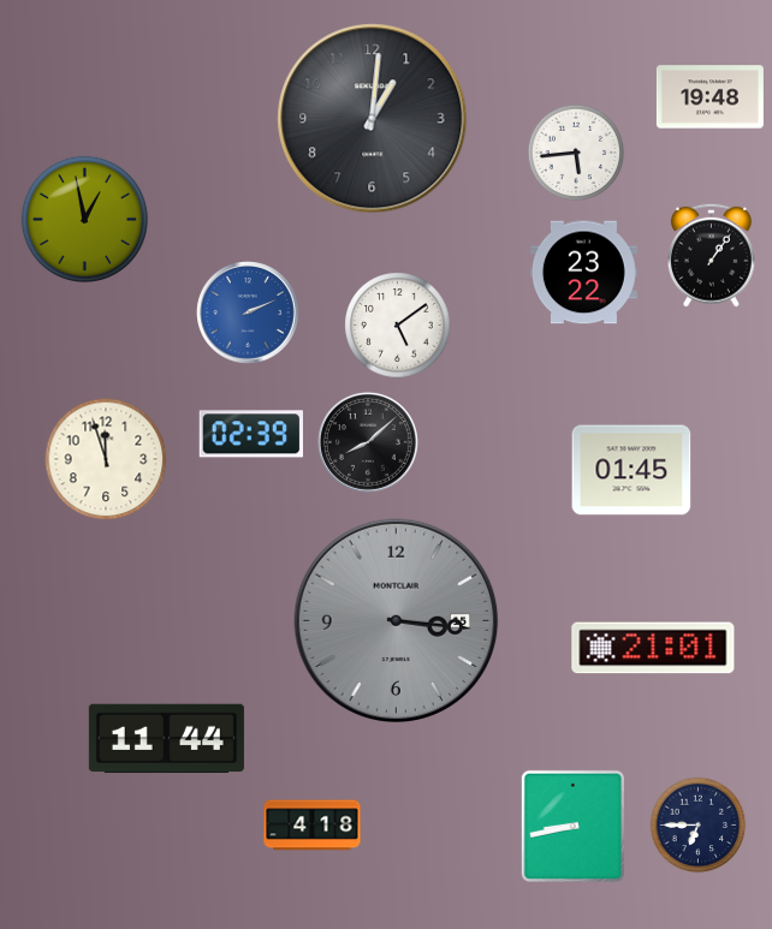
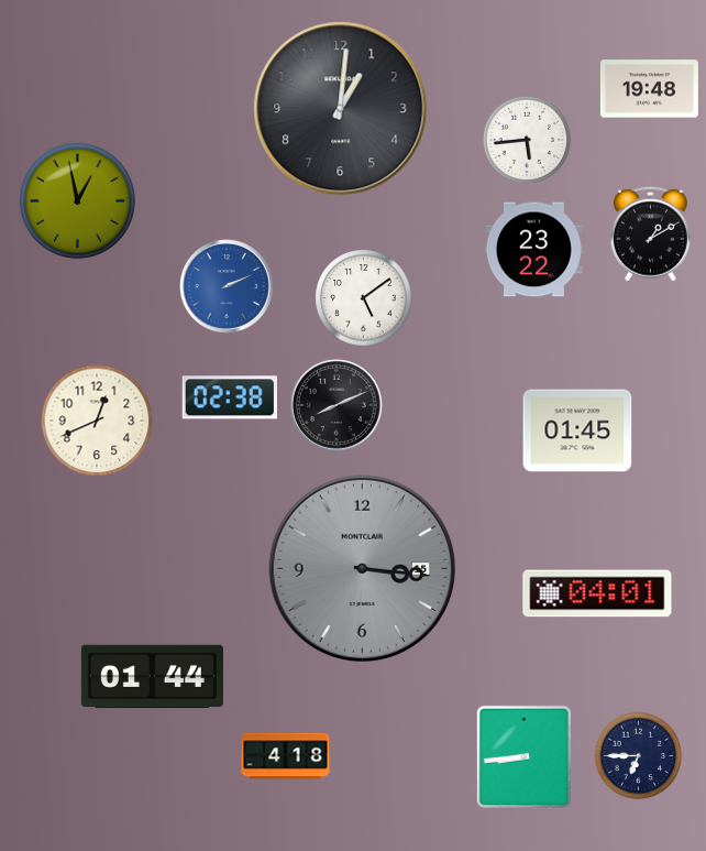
clock at (711, 255): 1:06 -> 1:10
clock at (250, 434): 02:39 -> 02:38
clock at (368, 442): 8:08 -> 8:11
clock at (106, 459): 11:57 -> 12:41
clock at (653, 648): 21:01 -> 04:01
clock at (166, 739): 11:44 -> 01:44
clock at (572, 826): 8:43 -> 8:44
